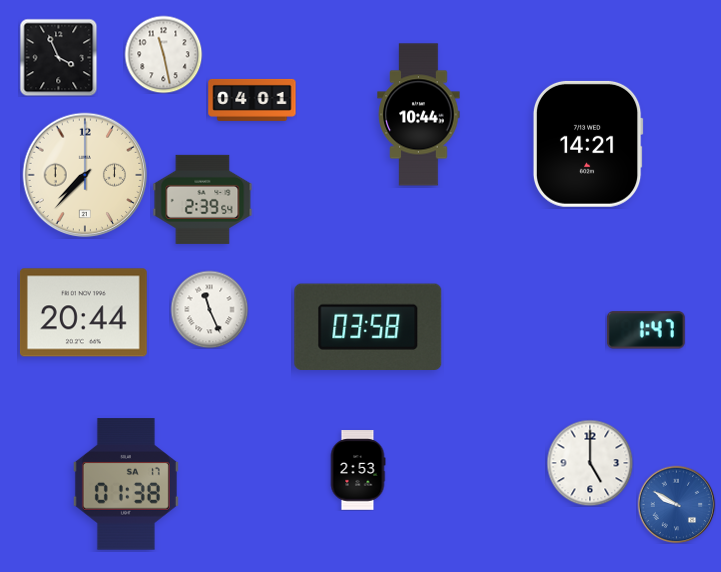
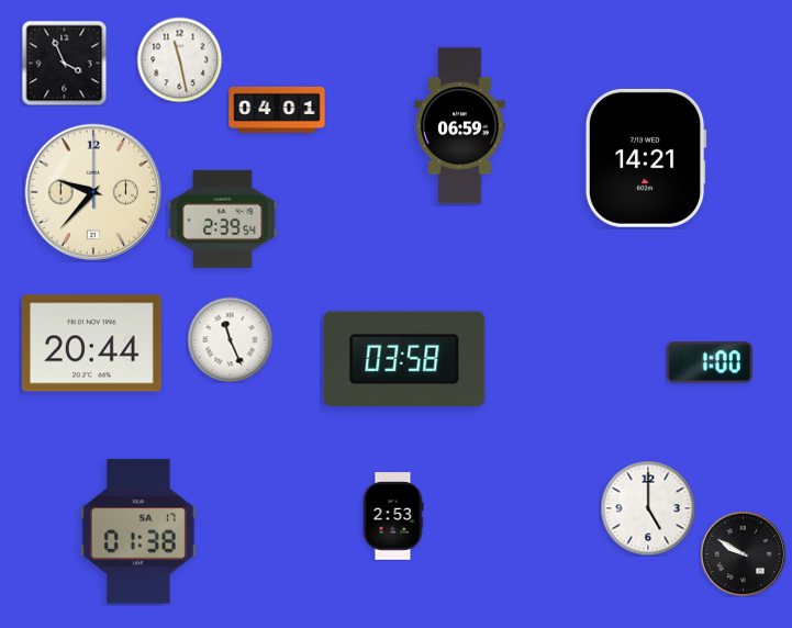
clock at (419, 115): 10:44 -> 06:59
clock at (85, 175): 7:37 -> 9:37
clock at (646, 330): 1:47 -> 1:00
clock at (676, 504) dial: blue -> black
